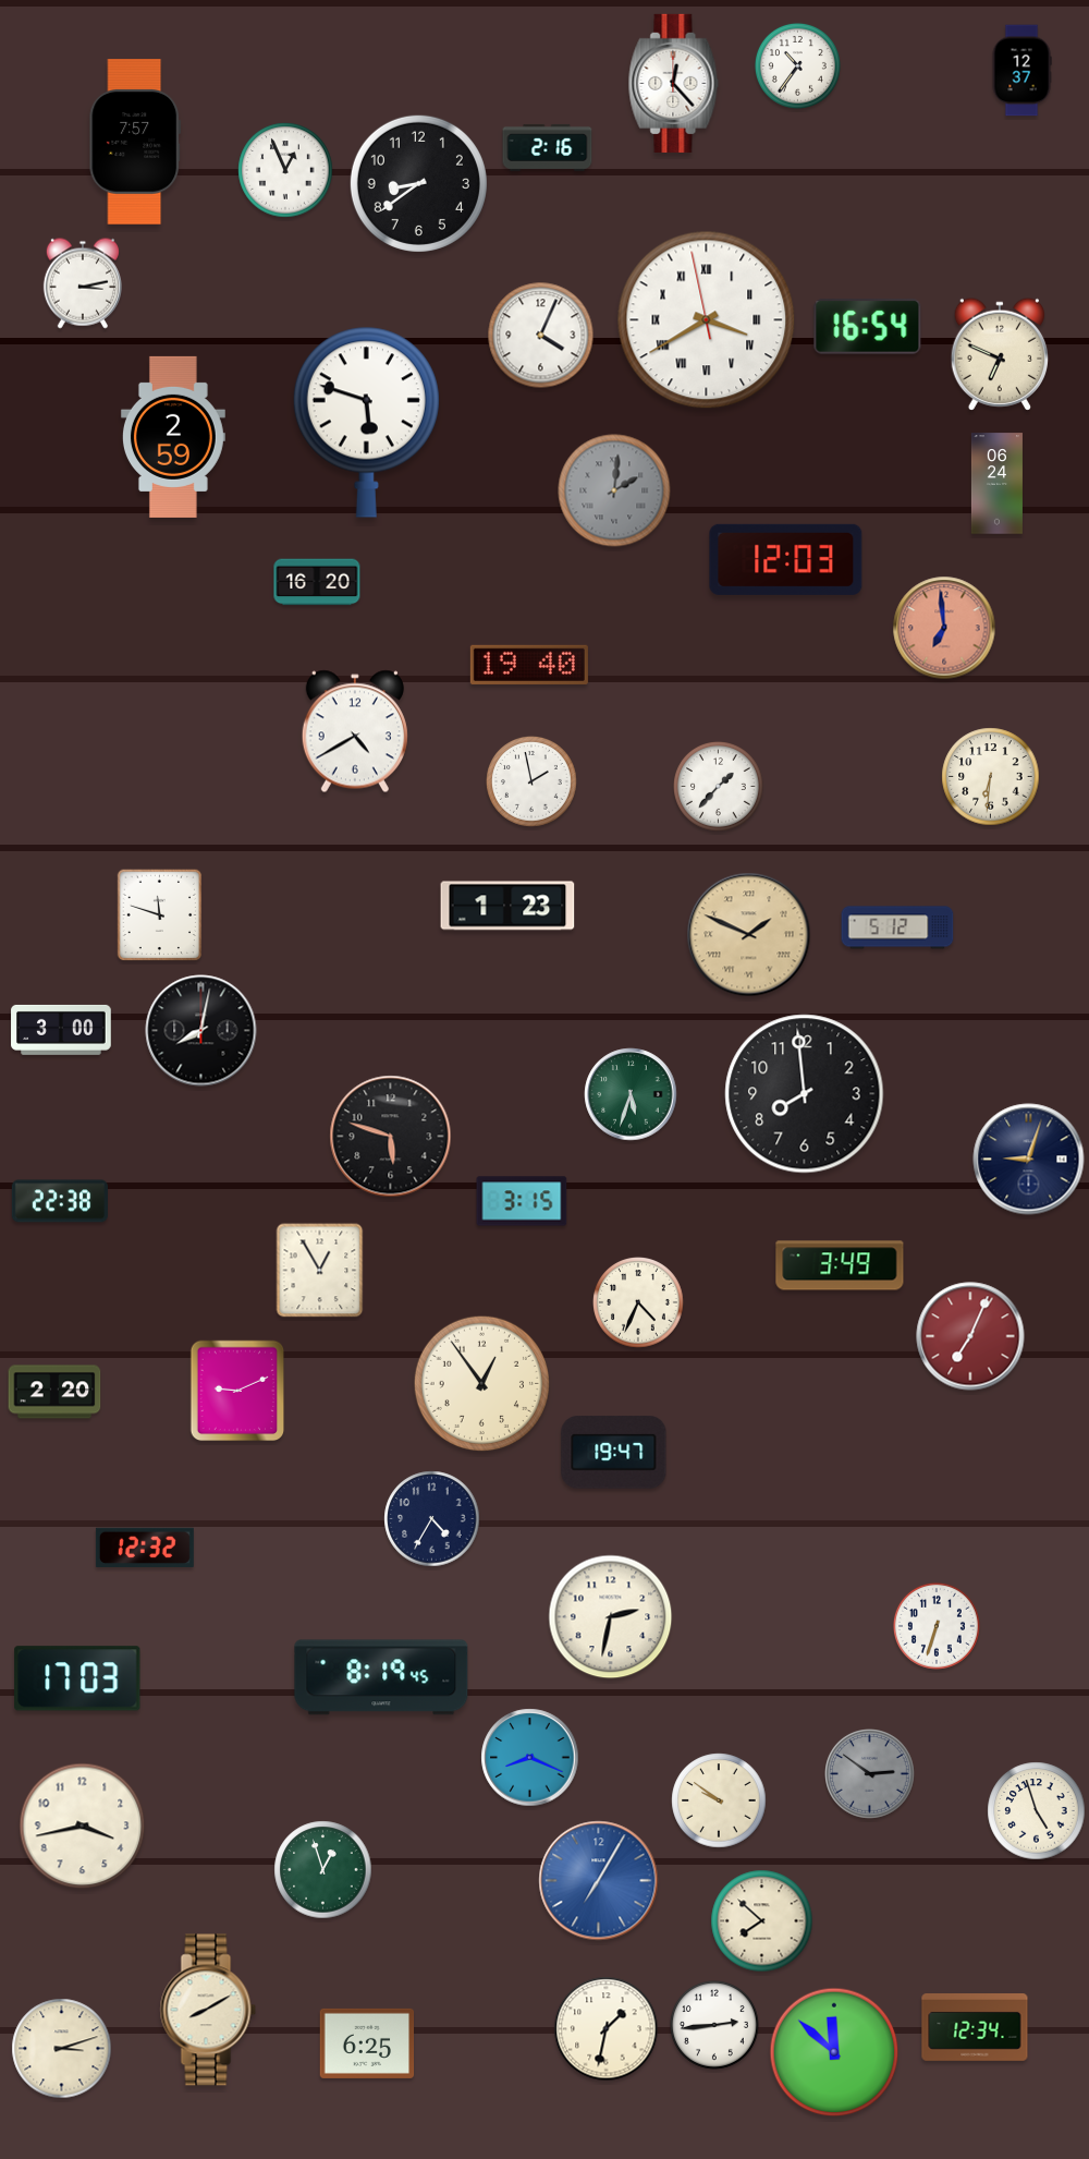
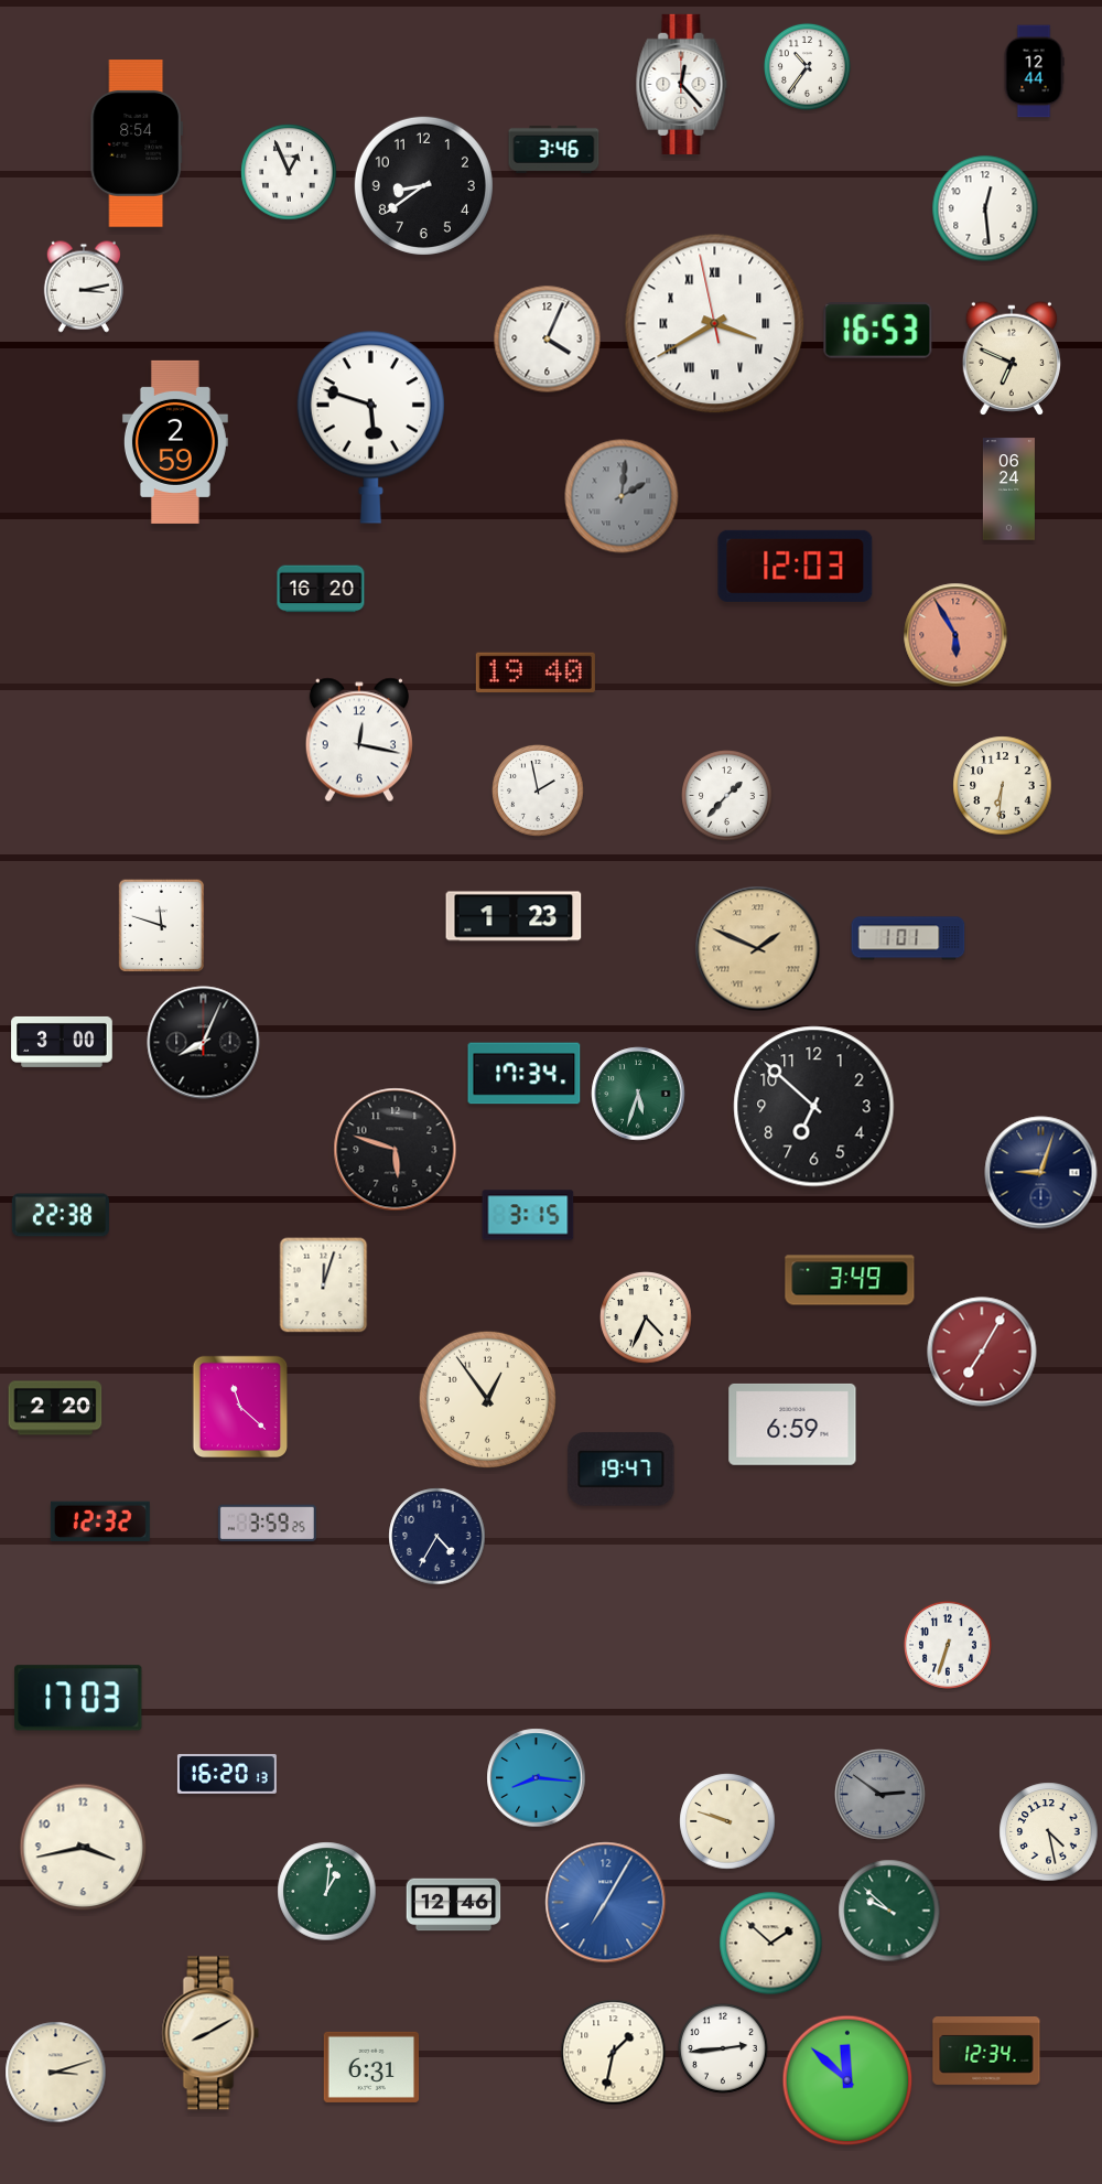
clock at (1021, 71): 12:37 -> 12:44
clock at (135, 142): 7:57 -> 8:54
clock at (548, 147): 2:16 -> 3:46
clock at (985, 208): none -> 12:29
clock at (868, 327): 16:54 -> 16:53
clock at (944, 628): 6:59 -> 5:55
clock at (355, 731): 4:40 -> 12:17
clock at (897, 927): 5:12 -> 1:01
clock at (749, 935) position: (749, 935) -> (758, 949)
clock at (201, 1031): 8:02 -> 8:04
clock at (525, 1074): none -> 17:34
clock at (631, 1094) position: (631, 1094) -> (638, 1094)
clock at (805, 1094): 7:59 -> 6:52
clock at (320, 1271): 12:55 -> 12:03
clock at (970, 1336): 7:04 -> 7:05
clock at (237, 1391): 9:11 -> 11:22
clock at (792, 1424): none -> 6:59
clock at (267, 1524): none -> 3:59
clock at (145, 1547) position: (145, 1547) -> (100, 1520)
clock at (611, 1617): 2:32 -> none
clock at (381, 1677): 8:19 -> none
clock at (227, 1774): none -> 16:20
clock at (530, 1758): 8:19 -> 8:16
clock at (719, 1800): 9:51 -> 9:48
clock at (1037, 1811): 4:57 -> 4:28
clock at (323, 1870): 12:57 -> 1:01
clock at (454, 1905): none -> 12:46
clock at (889, 1911): none -> 9:52
clock at (762, 1921): 7:52 -> 1:52
clock at (367, 2043): 6:25 -> 6:31
clock at (62, 2049) position: (62, 2049) -> (56, 2073)
clock at (834, 2052) position: (834, 2052) -> (847, 2080)
